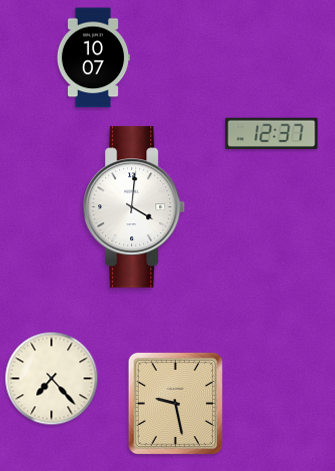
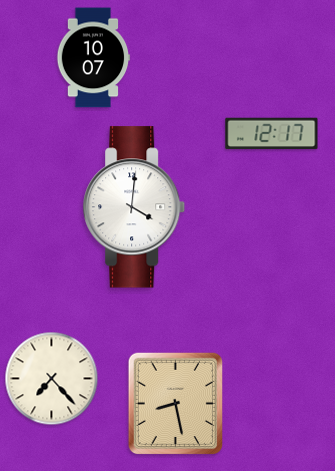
clock at (272, 134): 12:37 -> 12:17
clock at (175, 403): 9:28 -> 8:28
